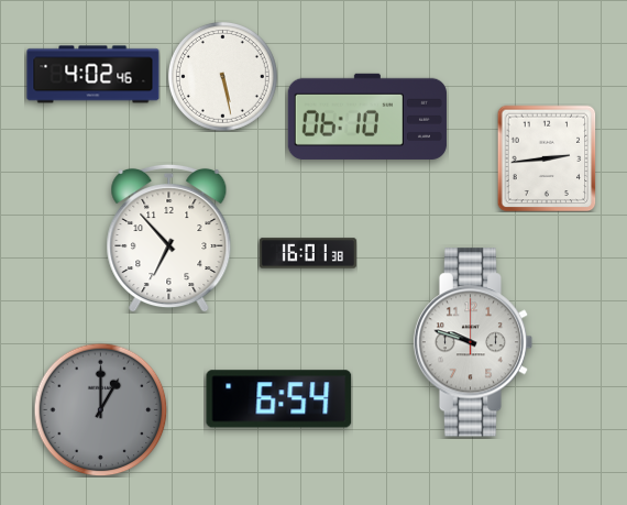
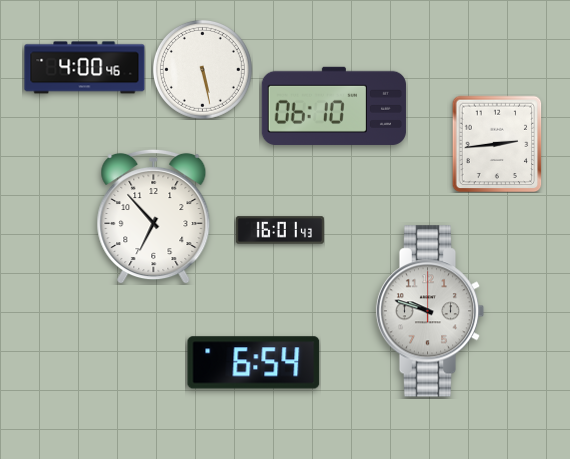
clock at (94, 75): 4:02 -> 4:00
clock at (308, 253): 16:01:38 -> 16:01:43
clock at (100, 409): 1:00 -> none
